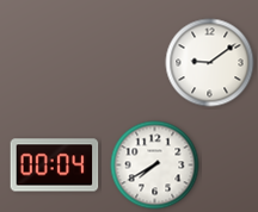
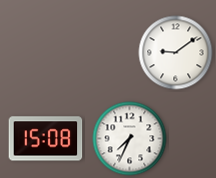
clock at (55, 166): 00:04 -> 15:08
clock at (155, 166): 7:40 -> 7:34
